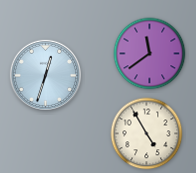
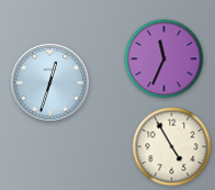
clock at (150, 54): 11:39 -> 11:34
clock at (147, 134) position: (147, 134) -> (172, 147)
